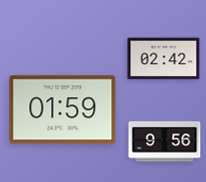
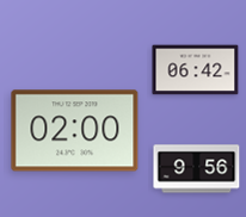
clock at (164, 59): 02:42 -> 06:42
clock at (63, 110): 01:59 -> 02:00
